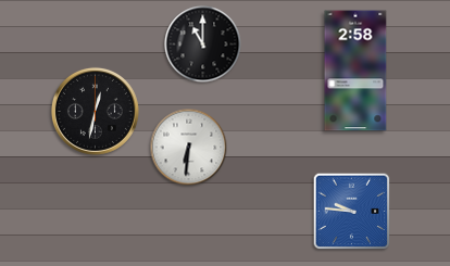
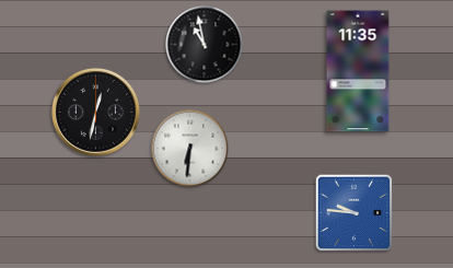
clock at (203, 45): 11:00 -> 10:58
clock at (355, 71): 2:58 -> 11:35
